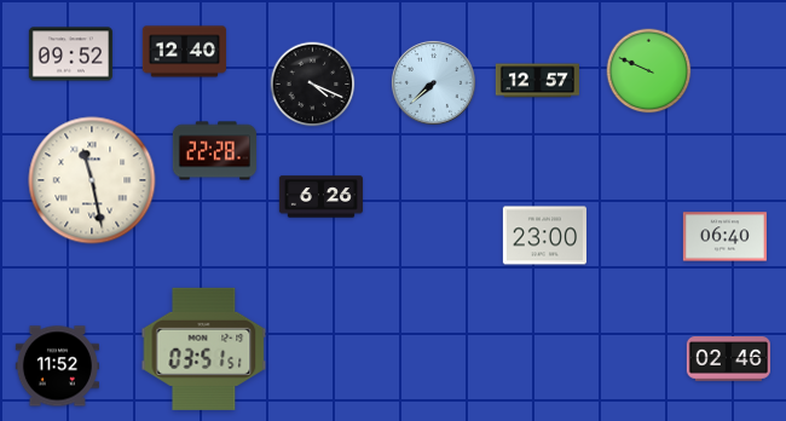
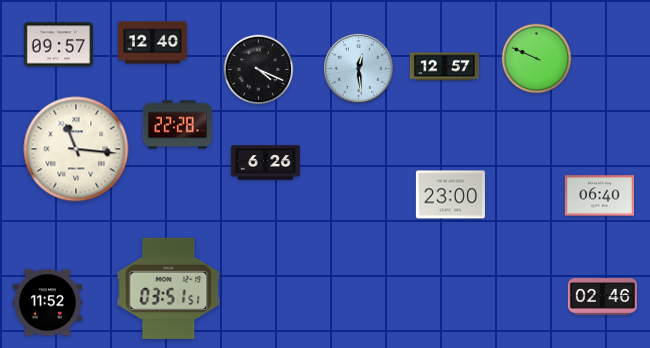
clock at (70, 54): 09:52 -> 09:57
clock at (433, 82): 7:38 -> 12:29
clock at (92, 180): 11:28 -> 11:16
